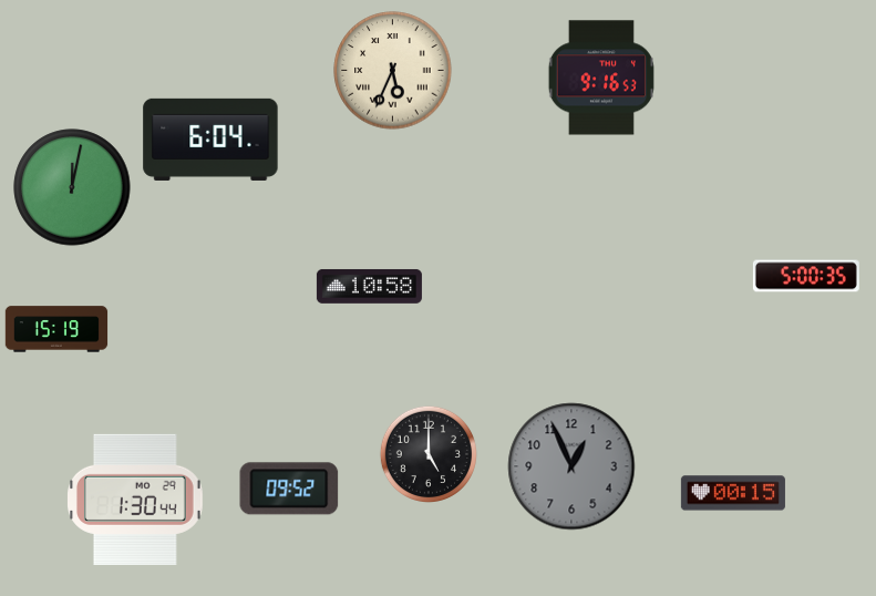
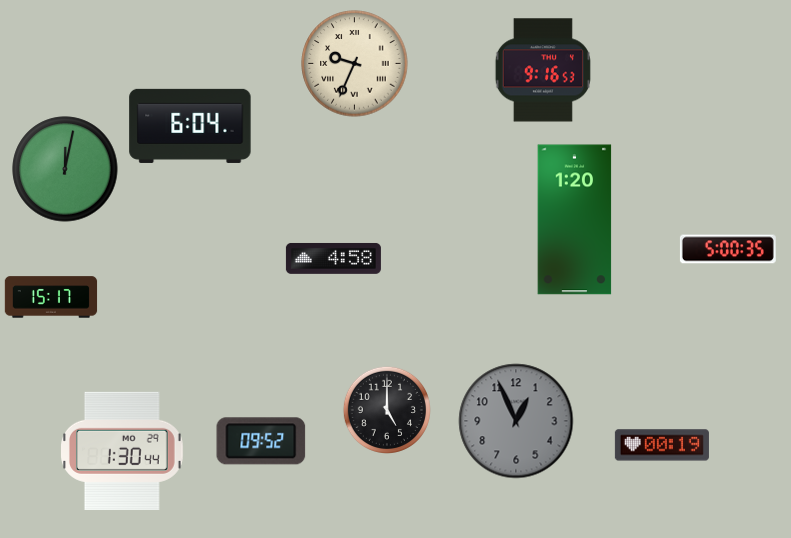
clock at (393, 71): 5:34 -> 9:34
clock at (575, 220): none -> 1:20
clock at (369, 286): 10:58 -> 4:58
clock at (56, 329): 15:19 -> 15:17
clock at (733, 493): 00:15 -> 00:19
